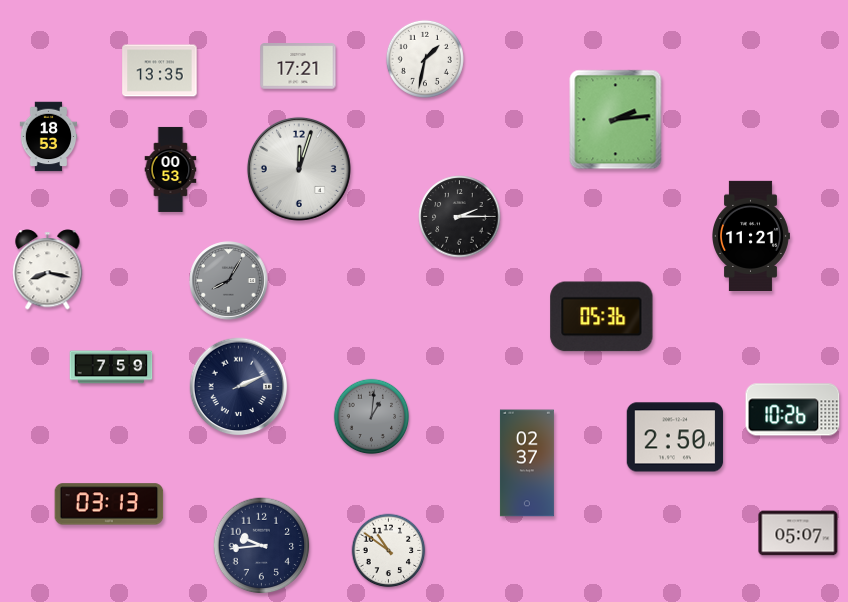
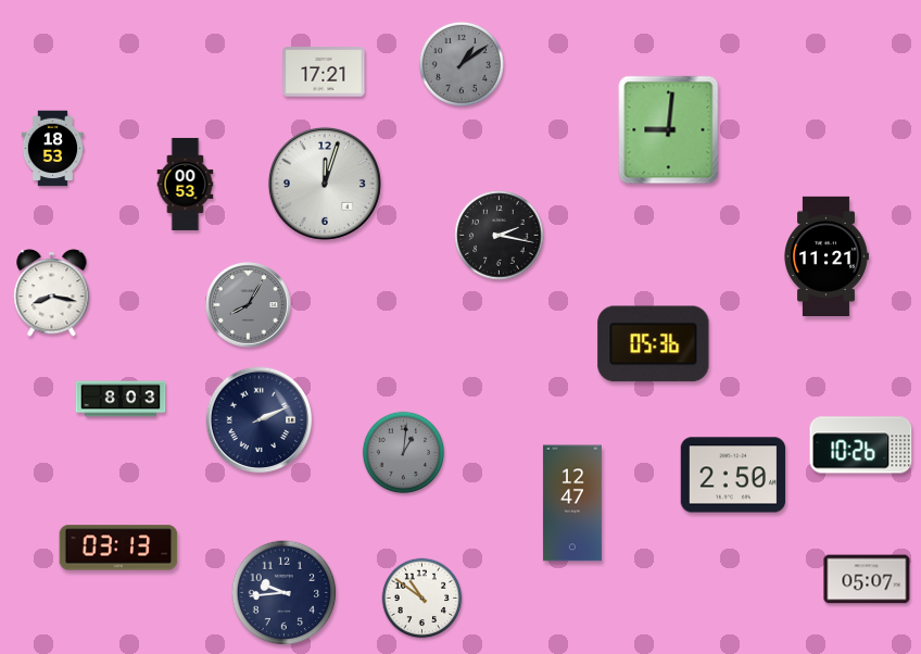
clock at (425, 59): 1:32 -> 1:09
clock at (425, 59) dial: white -> grey
clock at (160, 71): 13:35 -> none
clock at (616, 120): 2:14 -> 9:01
clock at (460, 217): 2:15 -> 2:17
clock at (751, 235) position: (751, 235) -> (827, 255)
clock at (111, 367): 7:59 -> 8:03
clock at (527, 463): 02:37 -> 12:47
